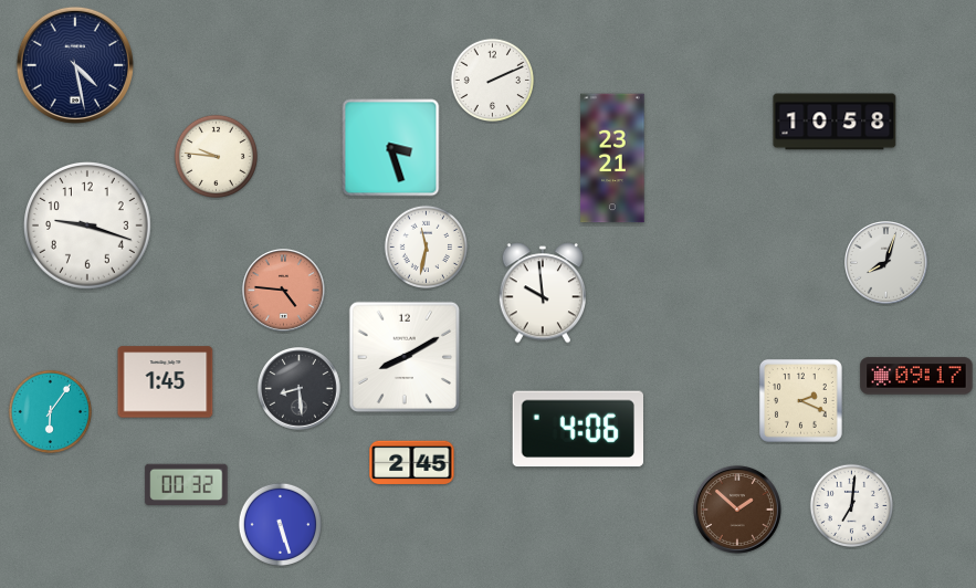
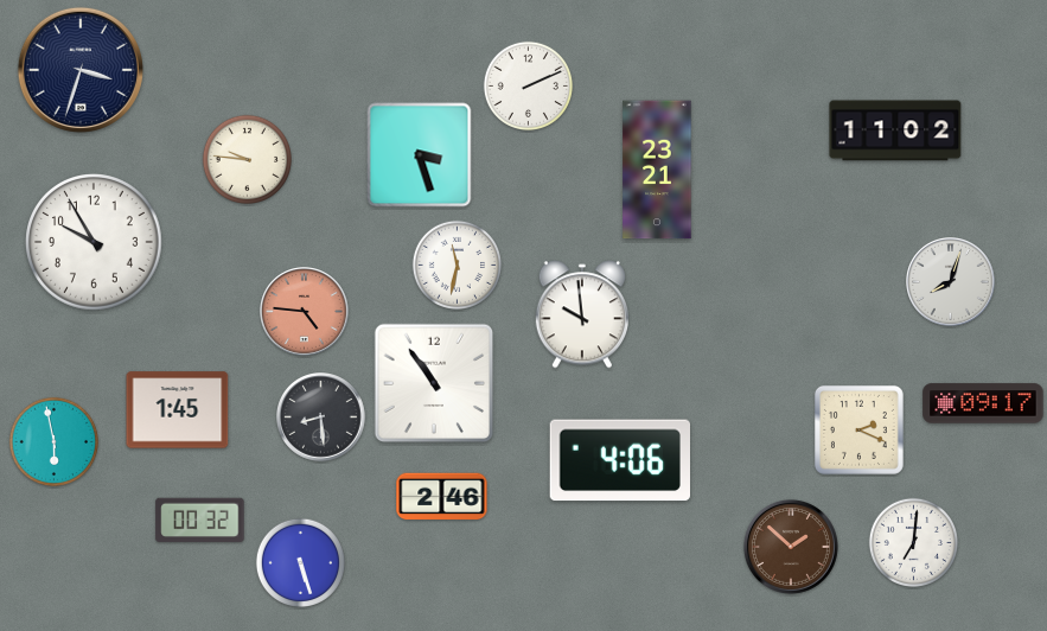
clock at (75, 65): 4:28 -> 3:33
clock at (835, 122): 10:58 -> 11:02
clock at (391, 148) position: (391, 148) -> (420, 155)
clock at (216, 156) position: (216, 156) -> (247, 159)
clock at (87, 225): 9:18 -> 9:55
clock at (405, 357): 8:10 -> 10:54
clock at (50, 411): 6:06 -> 5:58
clock at (412, 463): 2:45 -> 2:46
